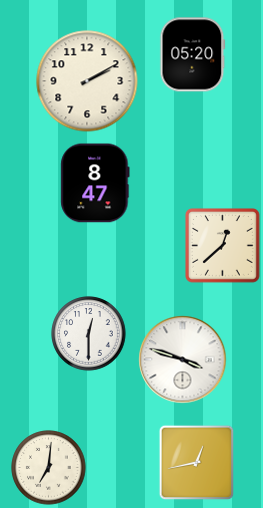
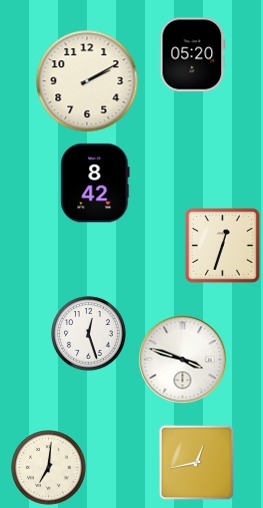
clock at (95, 183): 8:47 -> 8:42
clock at (223, 246): 12:38 -> 12:33
clock at (89, 334): 12:30 -> 12:27
